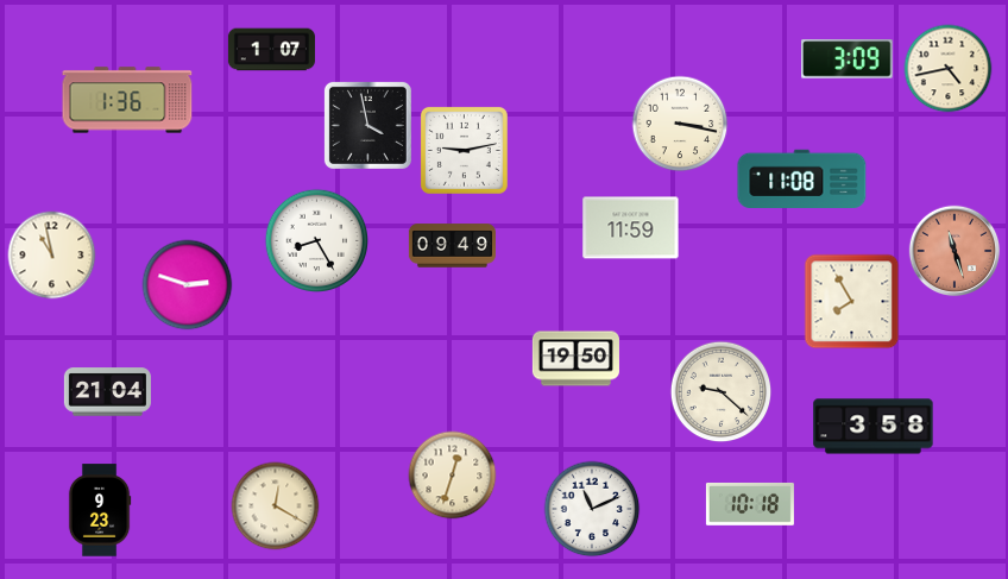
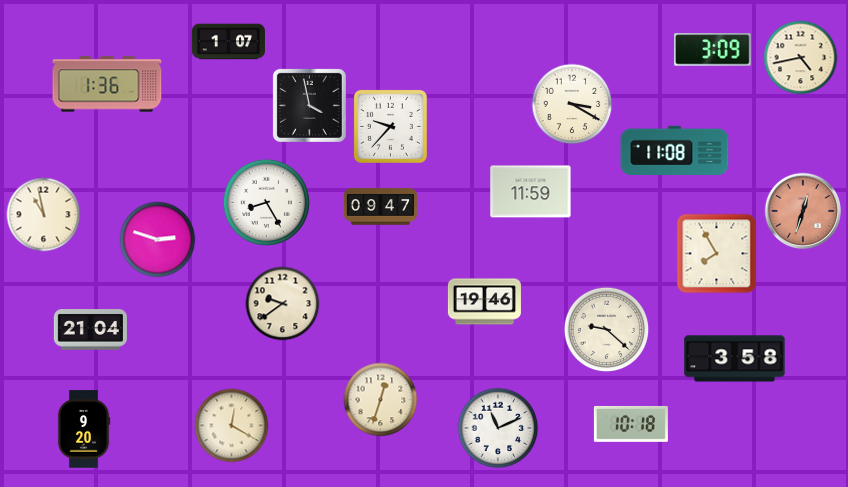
clock at (949, 69) position: (949, 69) -> (801, 58)
clock at (680, 124): 3:17 -> 3:20
clock at (464, 150): 9:13 -> 9:37
clock at (452, 246): 09:49 -> 09:47
clock at (955, 251): 11:27 -> 12:33
clock at (575, 359): 19:50 -> 19:46
clock at (283, 304): none -> 9:39
clock at (100, 510): 9:23 -> 9:20
